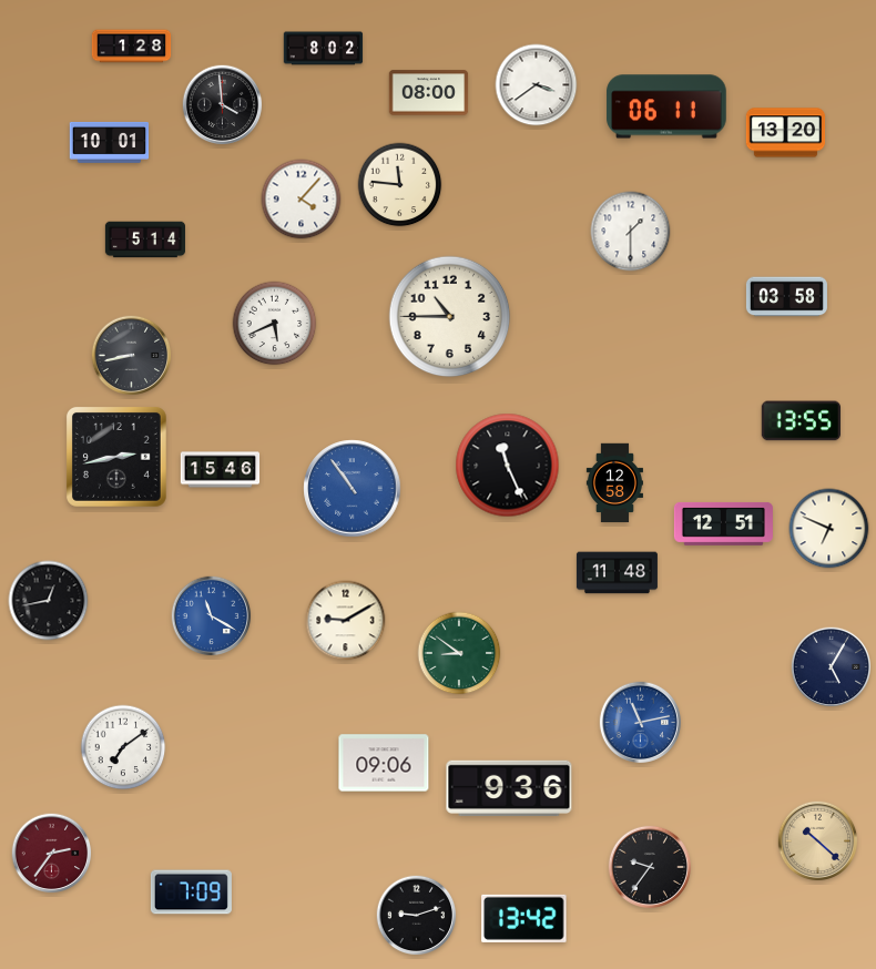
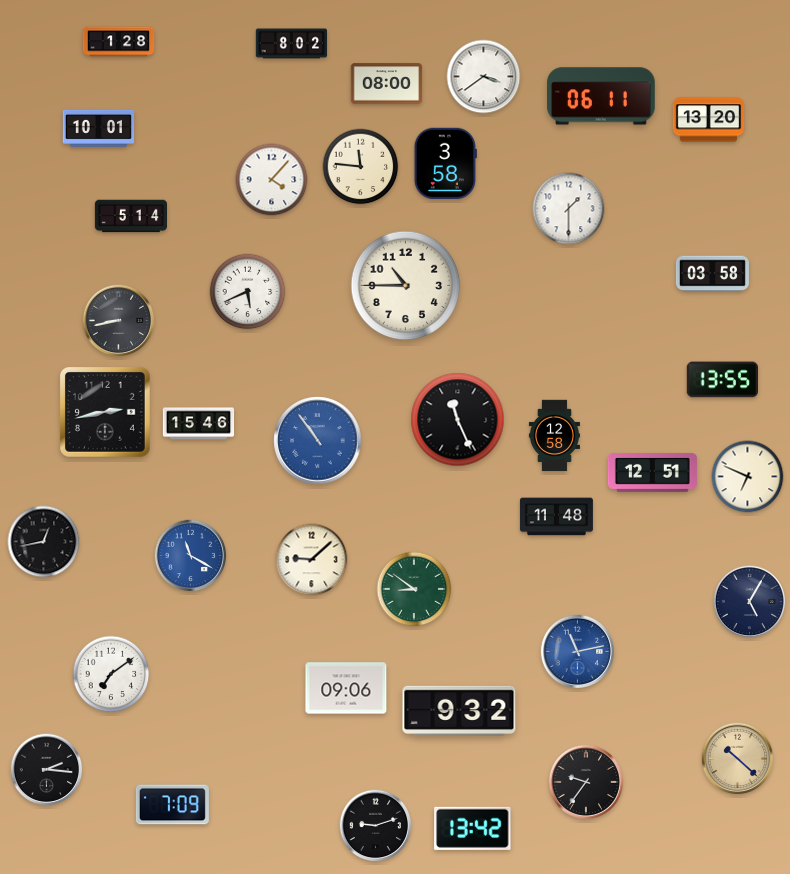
clock at (223, 105): 3:59 -> none
clock at (445, 163): none -> 3:58
clock at (786, 297) position: (786, 297) -> (712, 274)
clock at (346, 621): 9:10 -> 9:08
clock at (509, 787): 9:36 -> 9:32
clock at (52, 854): 2:36 -> 2:16
clock at (52, 854) dial: burgundy -> black
